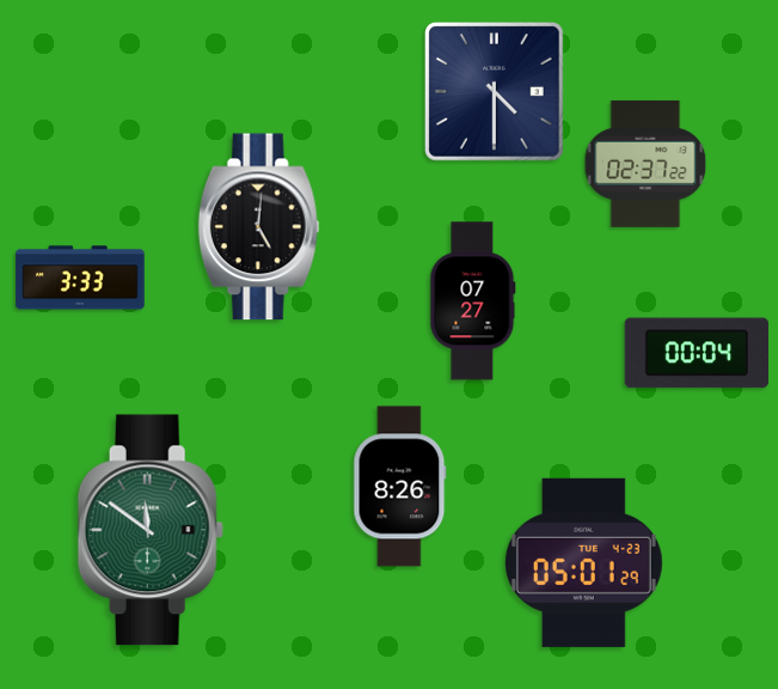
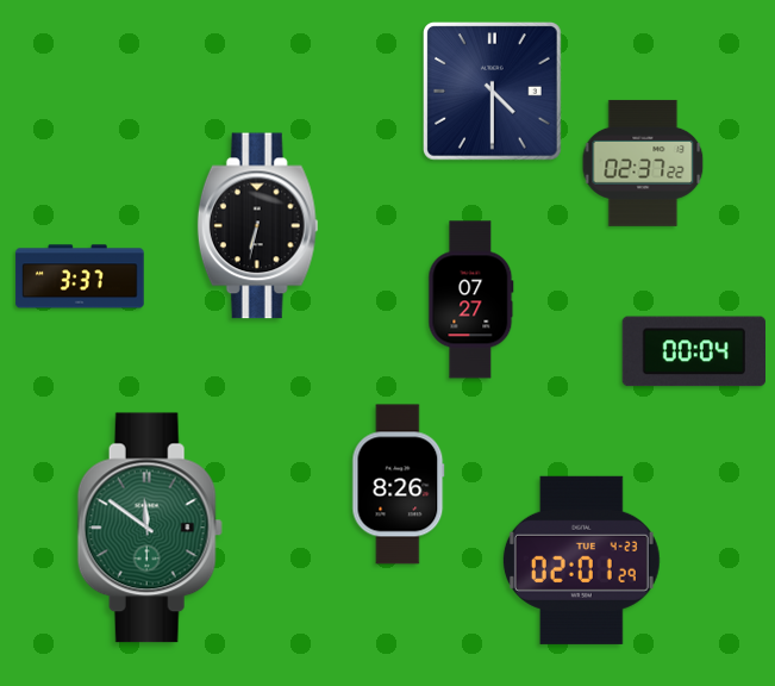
clock at (259, 227): 5:01 -> 6:32
clock at (80, 278): 3:33 -> 3:37
clock at (583, 562): 05:01 -> 02:01
